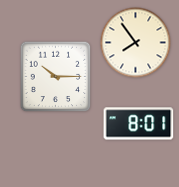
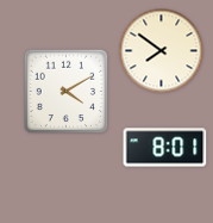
clock at (136, 43): 7:54 -> 7:51
clock at (56, 77): 10:15 -> 4:10
